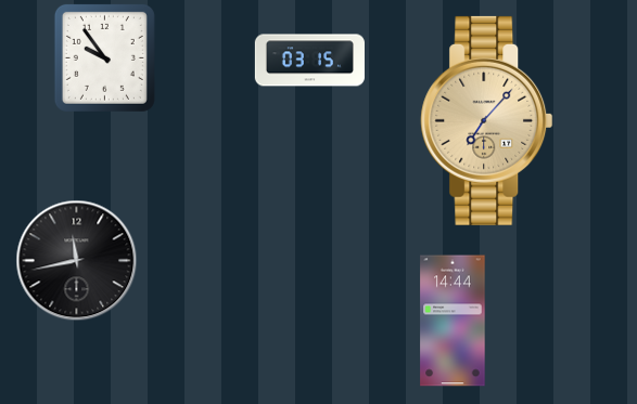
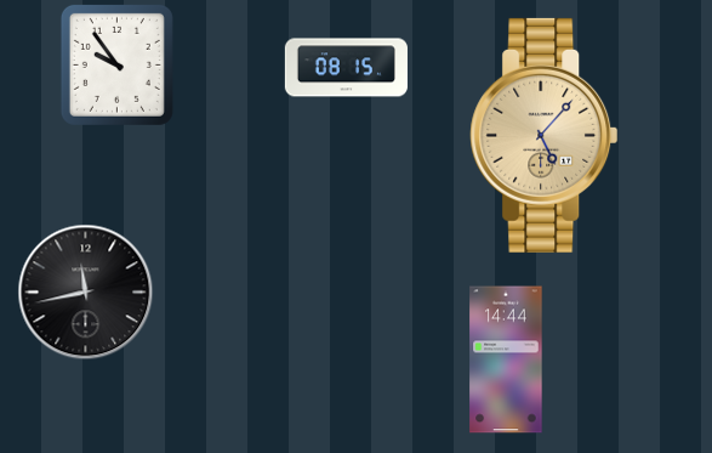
clock at (309, 61): 03:15 -> 08:15
clock at (487, 120): 7:07 -> 5:07
